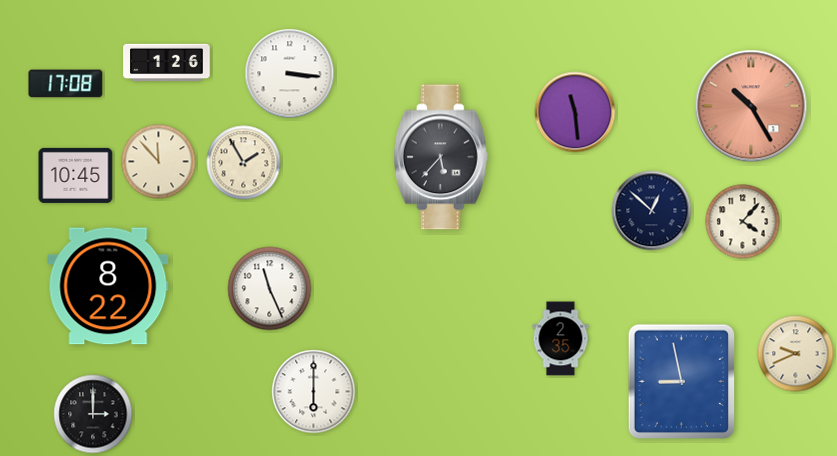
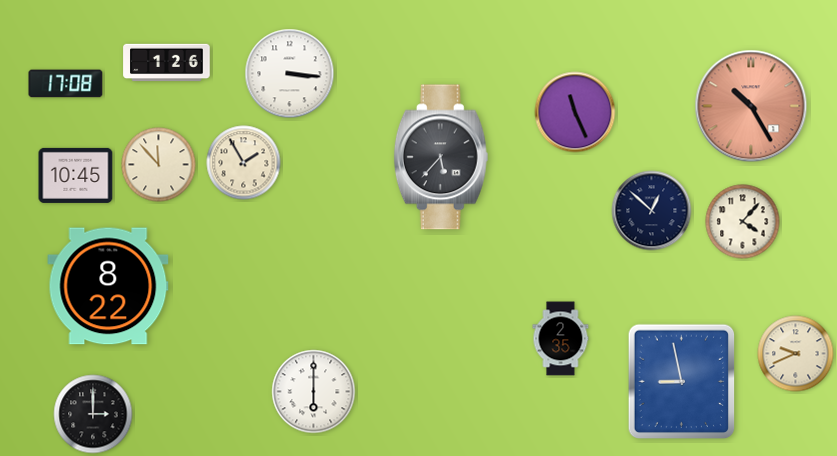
clock at (575, 112): 11:29 -> 11:26
clock at (159, 162) position: (159, 162) -> (159, 165)
clock at (270, 289): 11:26 -> none
